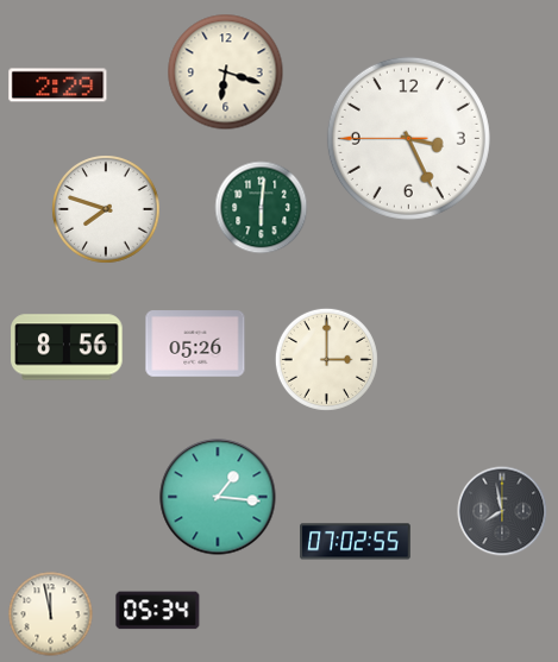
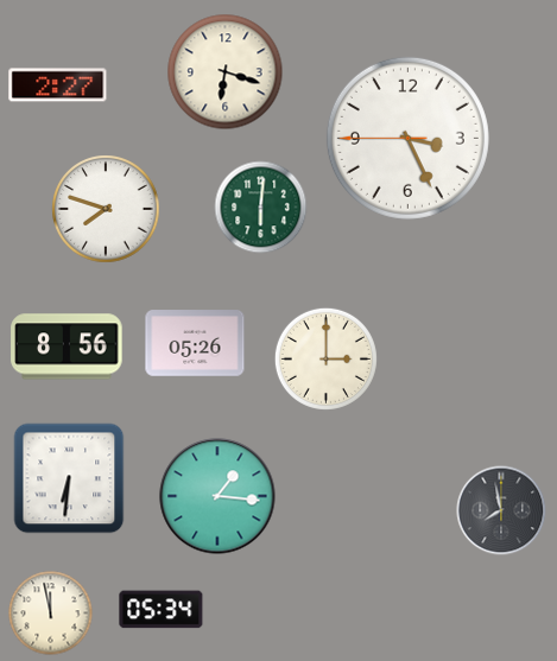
clock at (58, 86): 2:29 -> 2:27
clock at (69, 478): none -> 6:31
clock at (356, 542): 07:02 -> none
clock at (158, 611) position: (158, 611) -> (162, 610)
